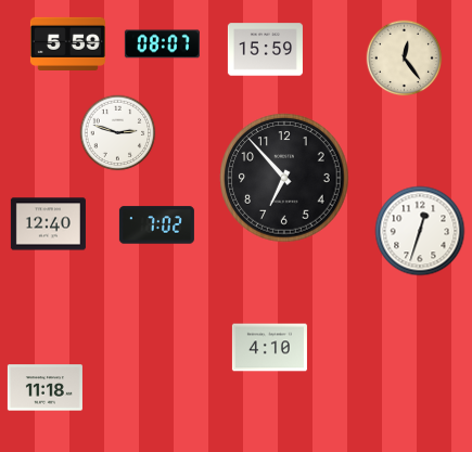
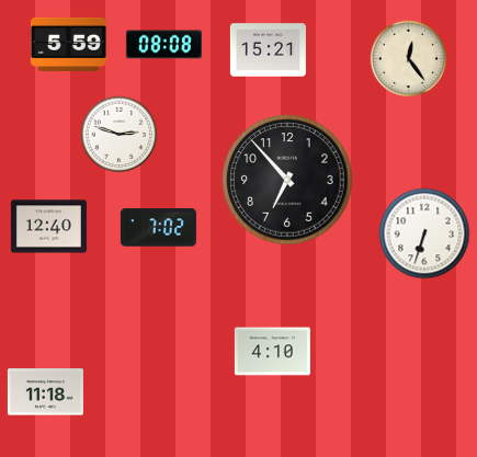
clock at (162, 44): 08:07 -> 08:08
clock at (265, 50): 15:59 -> 15:21
clock at (420, 231): 12:33 -> 6:33
